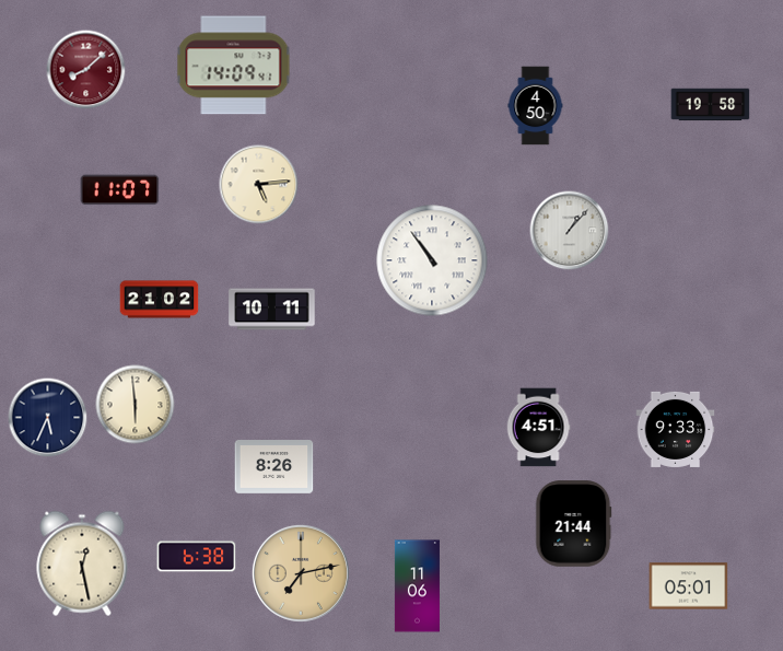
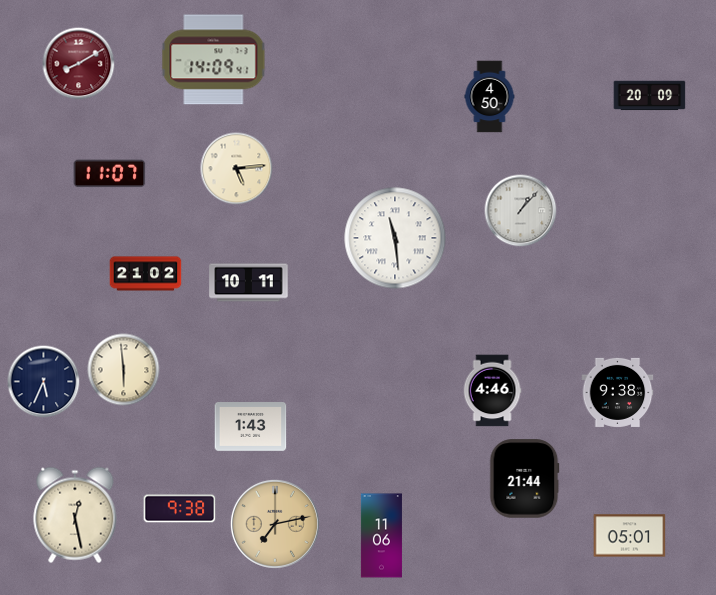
clock at (86, 70): 8:08 -> 8:10
clock at (711, 105): 19:58 -> 20:09
clock at (432, 260): 10:54 -> 11:29
clock at (538, 428): 4:51 -> 4:46
clock at (676, 429): 9:33 -> 9:38
clock at (274, 467): 8:26 -> 1:43
clock at (197, 557): 6:38 -> 9:38
